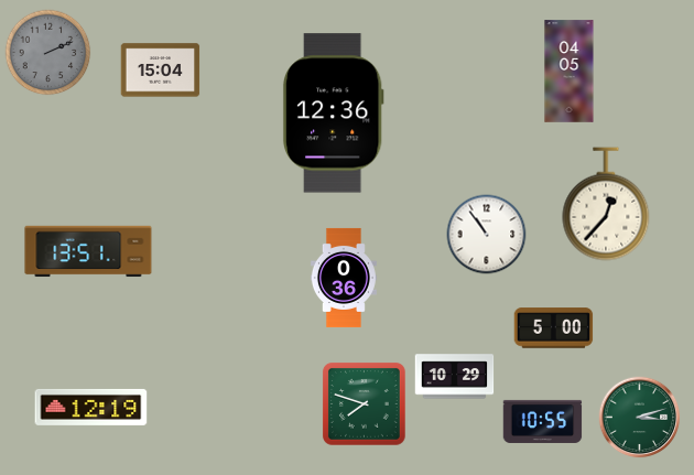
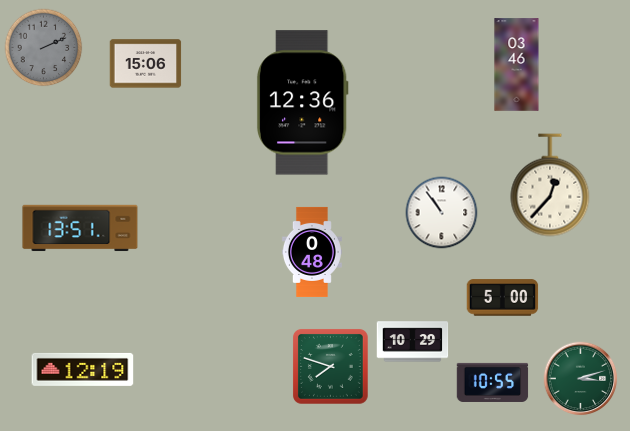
clock at (161, 71): 15:04 -> 15:06
clock at (570, 72): 04:05 -> 03:46
clock at (344, 278): 0:36 -> 0:48
